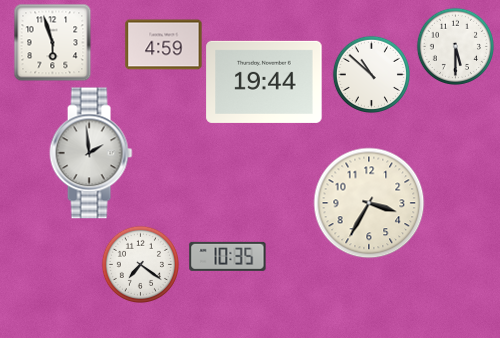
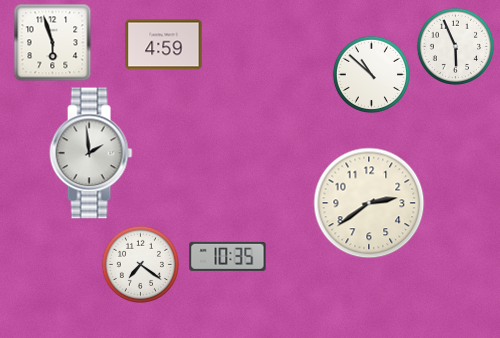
clock at (455, 46): 5:30 -> 5:56
clock at (264, 82): 19:44 -> none
clock at (369, 203): 3:35 -> 2:39
